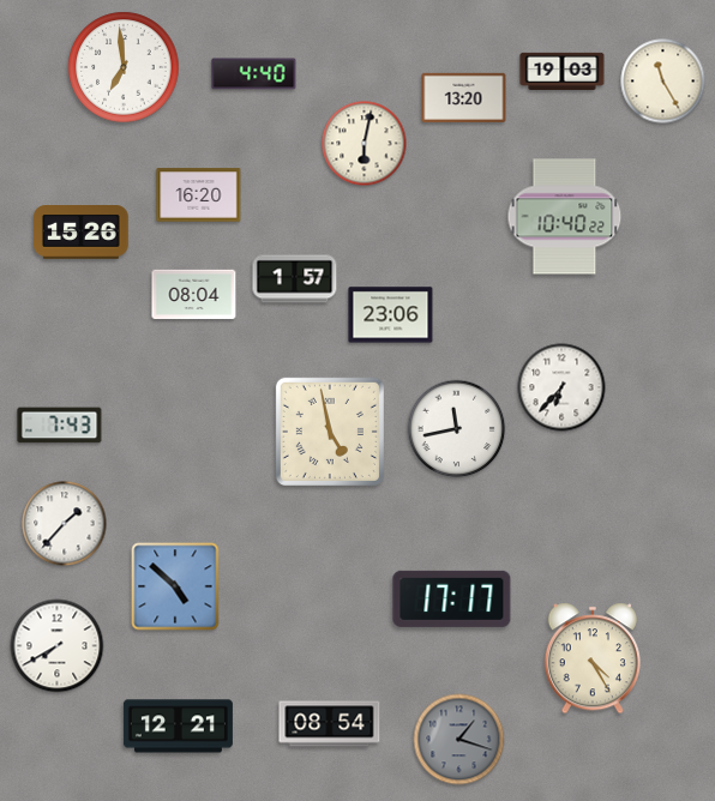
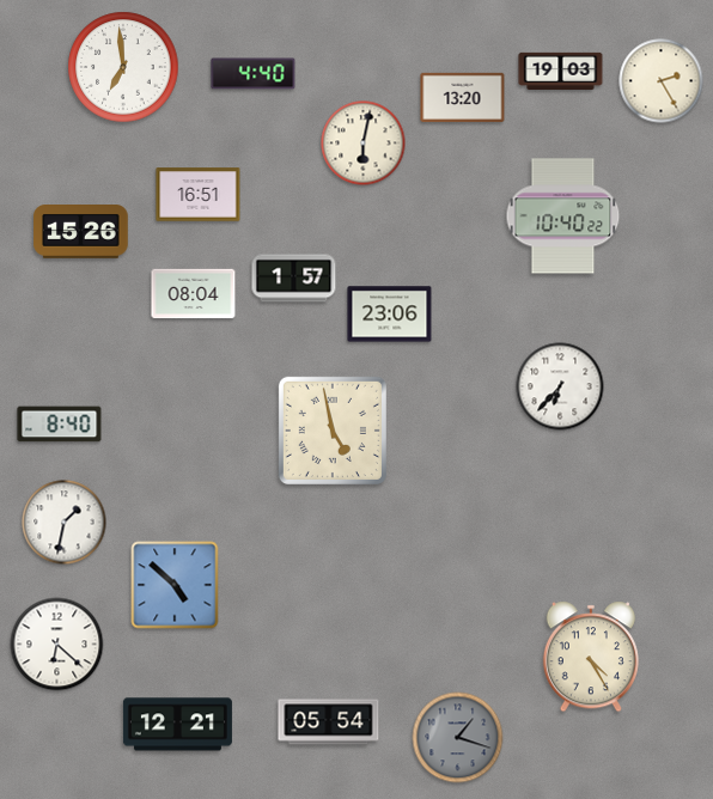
clock at (663, 82): 11:25 -> 2:25
clock at (199, 195): 16:20 -> 16:51
clock at (60, 426): 7:43 -> 8:40
clock at (457, 429): 11:43 -> none
clock at (330, 432) position: (330, 432) -> (333, 431)
clock at (65, 524): 1:37 -> 1:32
clock at (452, 598): 17:17 -> none
clock at (58, 646): 7:40 -> 6:22
clock at (330, 724): 08:54 -> 05:54
